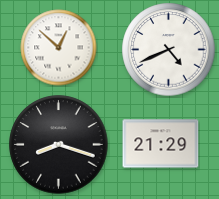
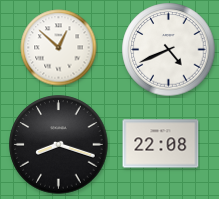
clock at (161, 144): 21:29 -> 22:08
